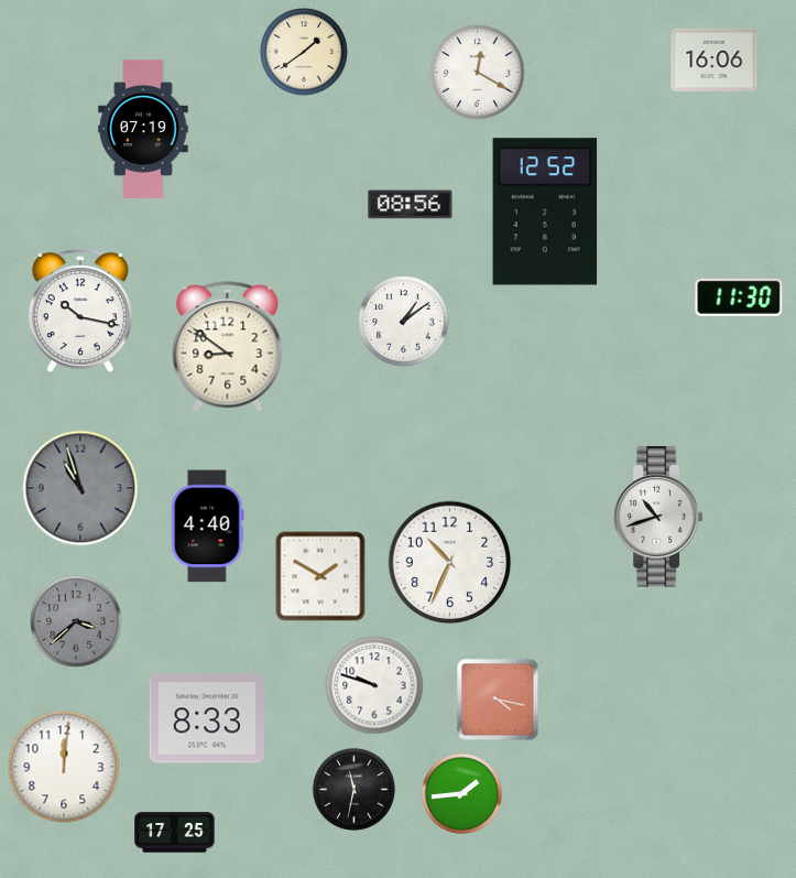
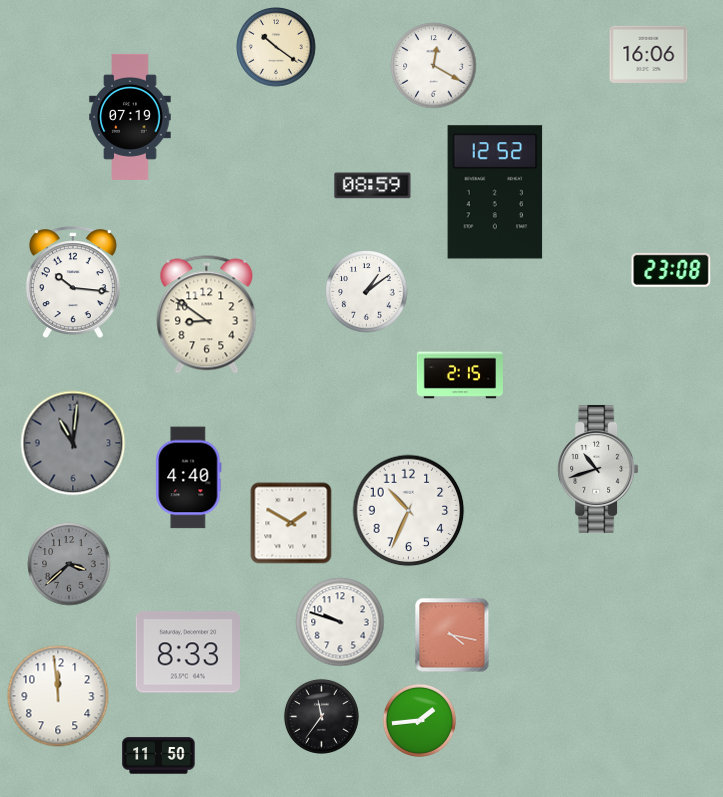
clock at (304, 52): 1:39 -> 10:21
clock at (411, 205): 08:56 -> 08:59
clock at (739, 297): 11:30 -> 23:08
clock at (80, 312): 10:17 -> 10:16
clock at (460, 375): none -> 2:15
clock at (80, 488): 10:57 -> 11:01
clock at (64, 767): 12:01 -> 11:59
clock at (353, 789): 11:32 -> 11:36
clock at (175, 833): 17:25 -> 11:50
